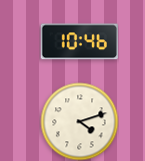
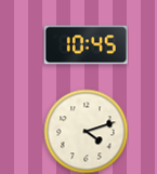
clock at (79, 42): 10:46 -> 10:45
